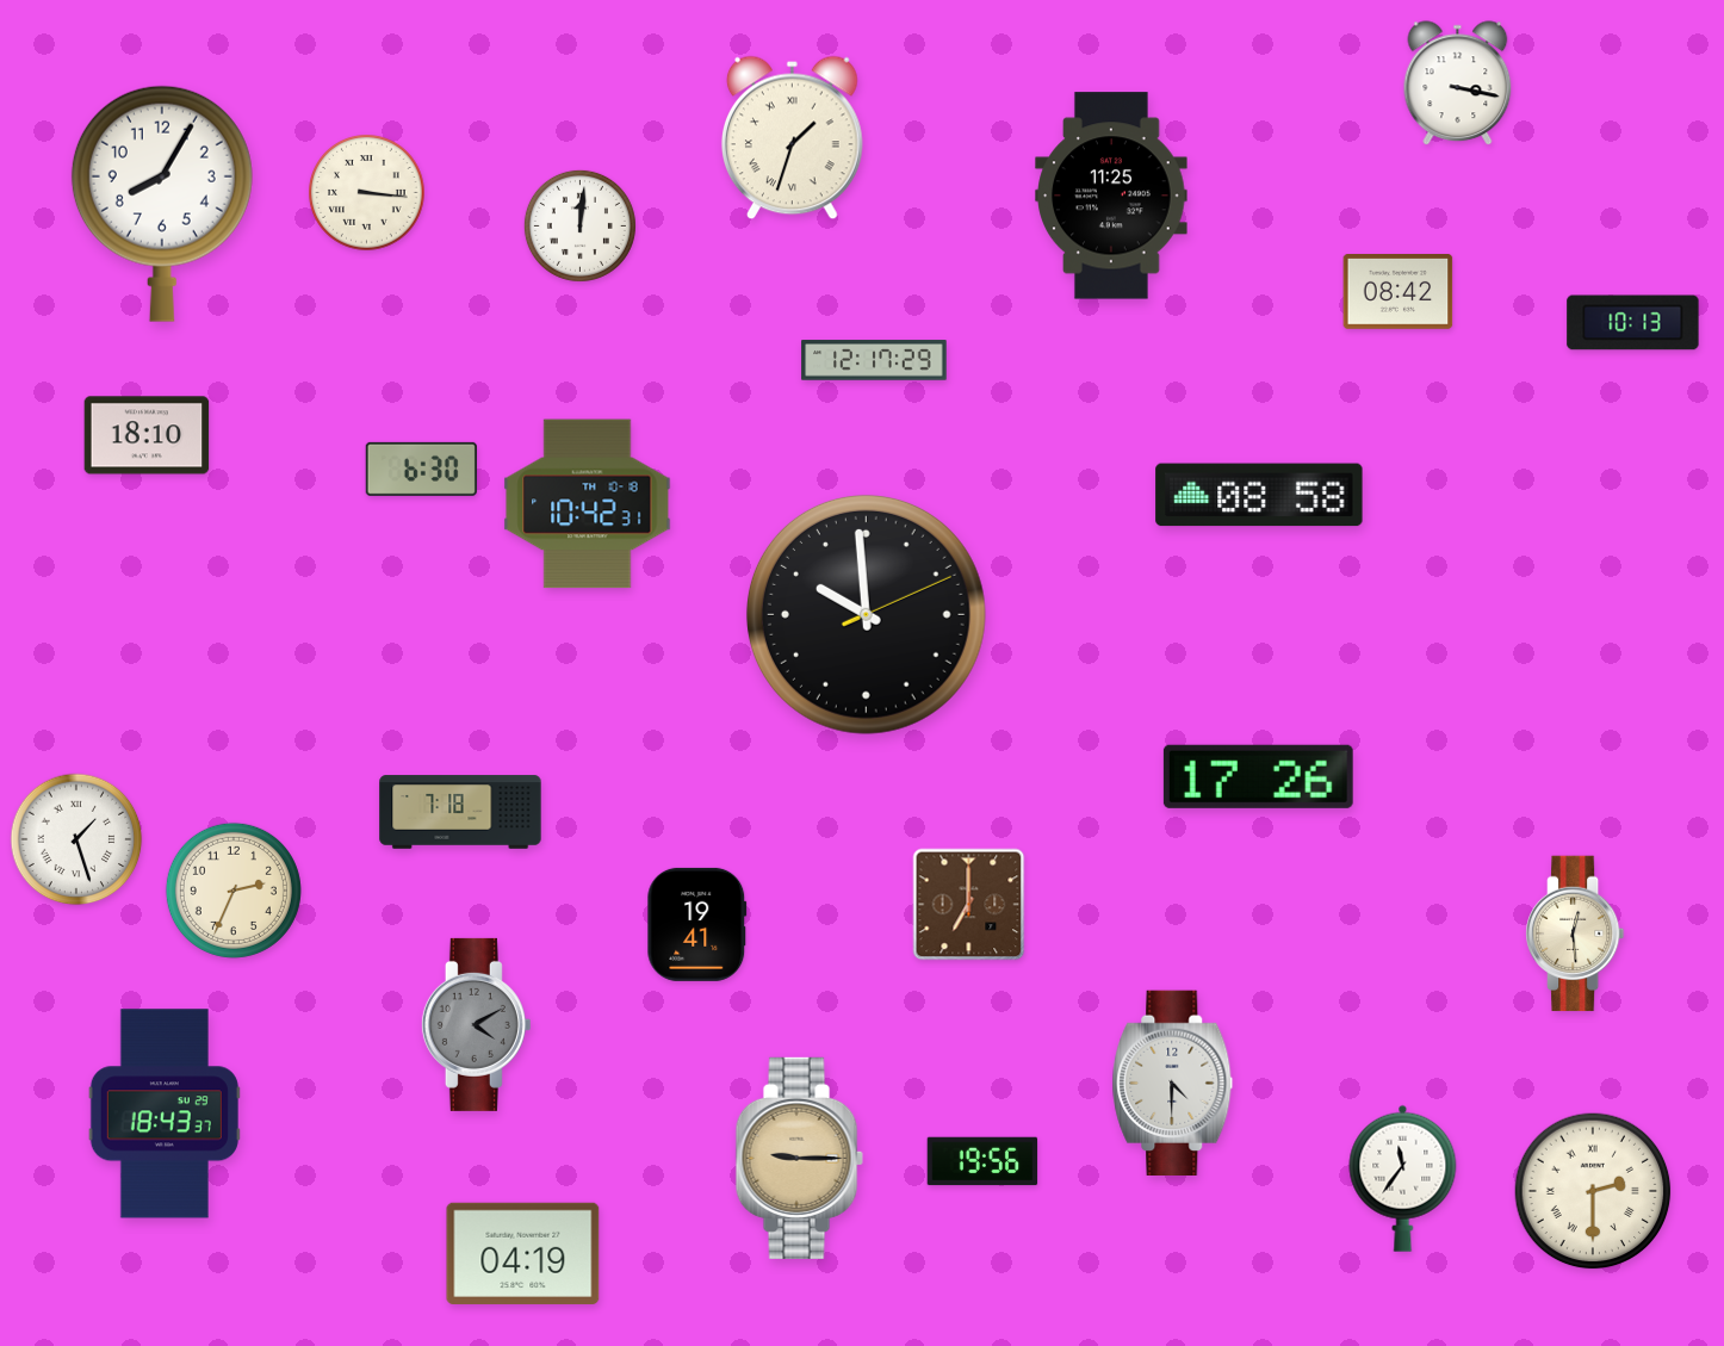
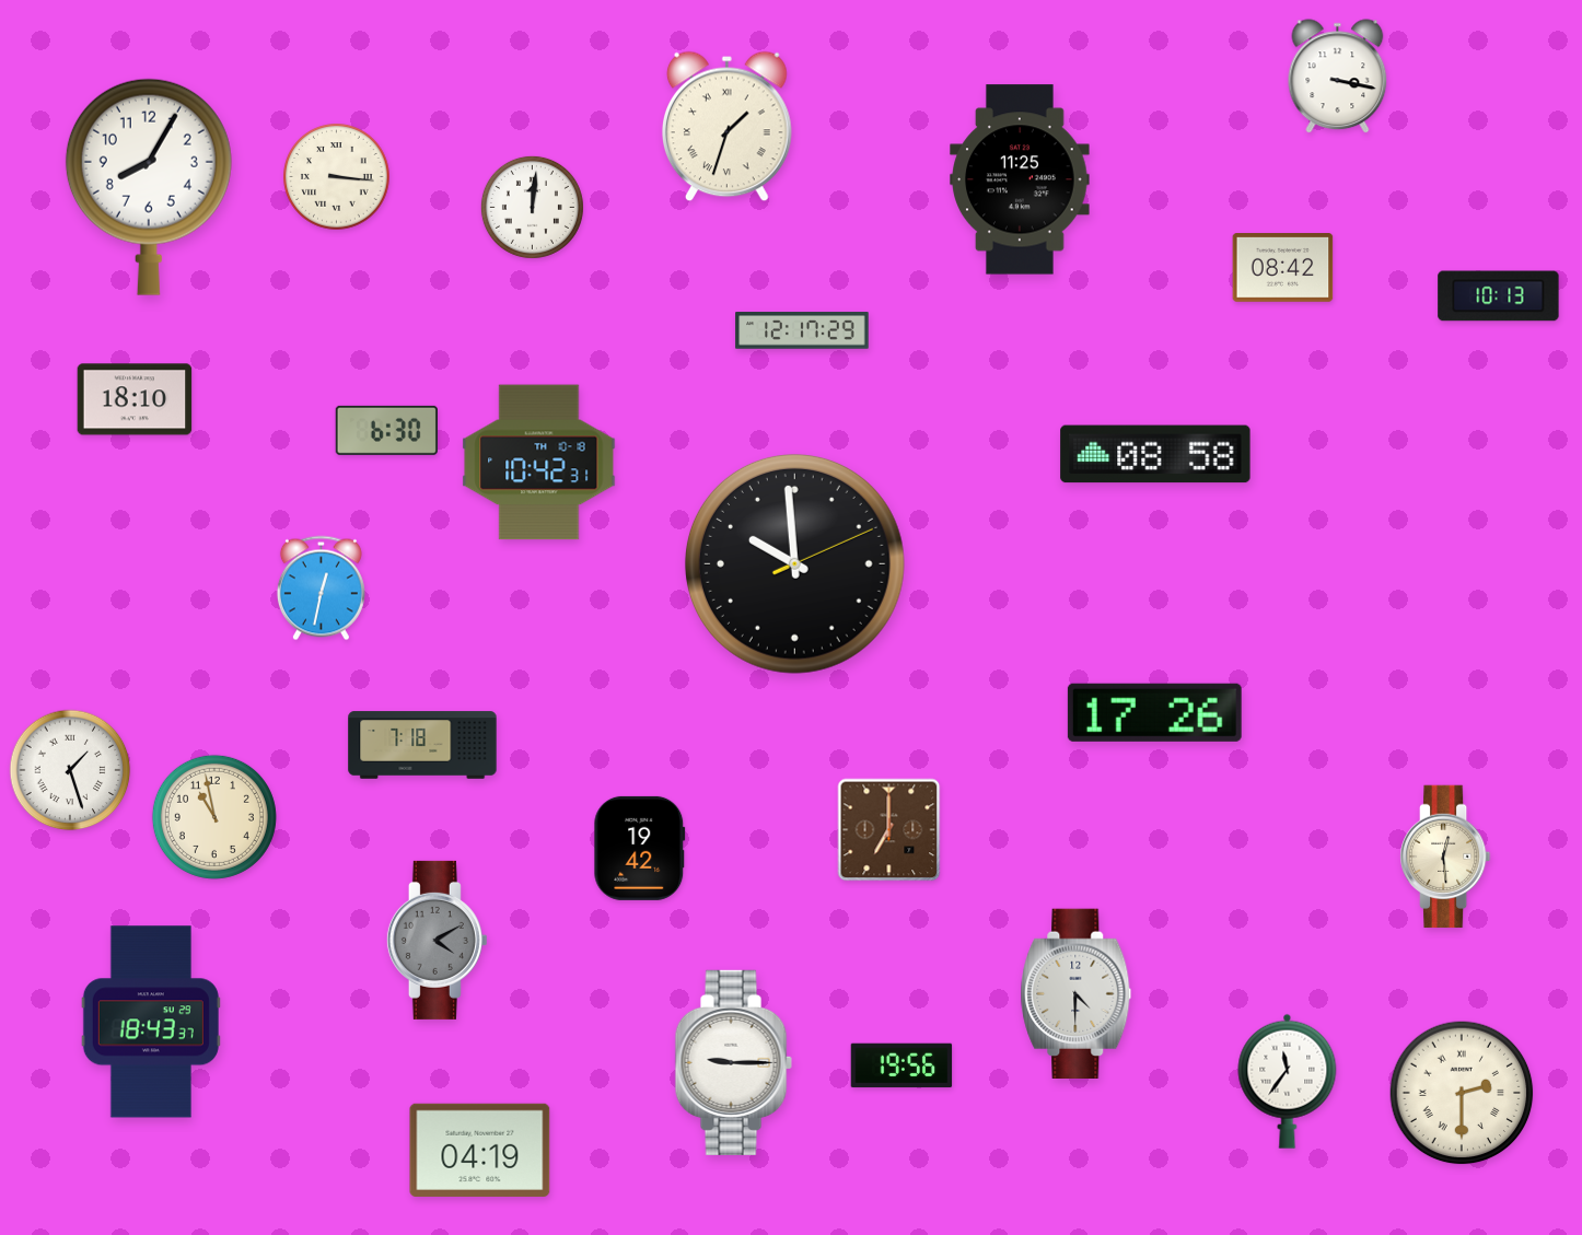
clock at (321, 589): none -> 12:32
clock at (234, 891): 2:34 -> 10:58
clock at (697, 924): 19:41 -> 19:42
clock at (799, 1158) dial: champagne -> white
